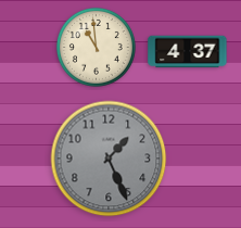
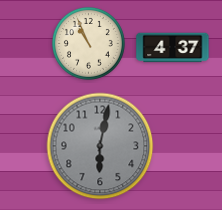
clock at (96, 47): 10:59 -> 10:56
clock at (109, 159): 1:26 -> 6:02
